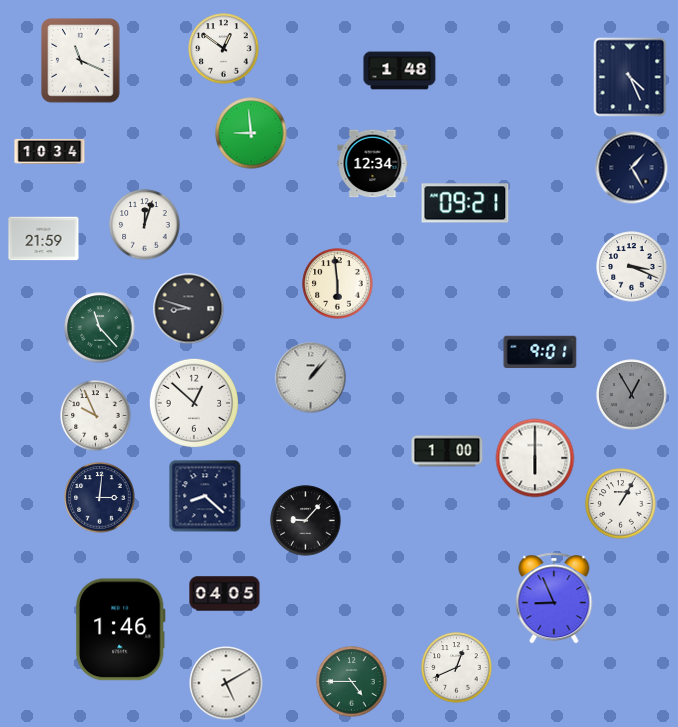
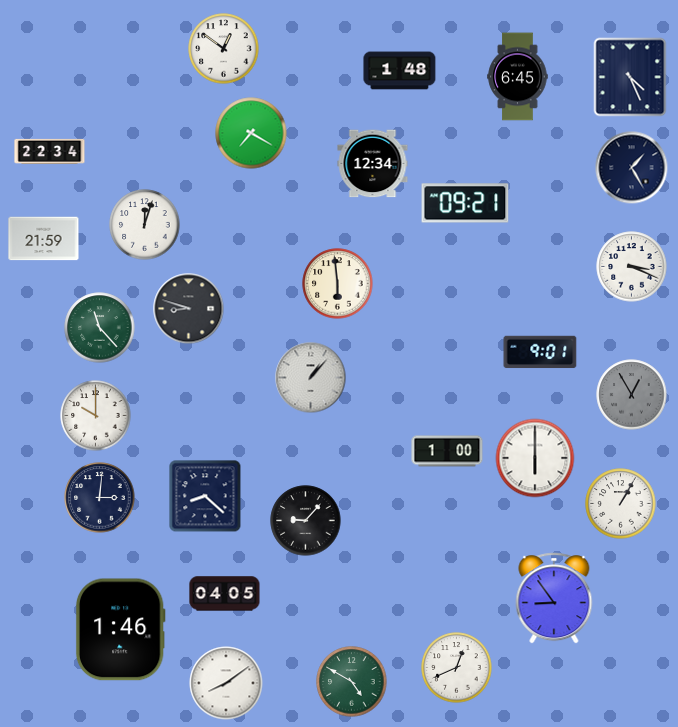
clock at (81, 61): 11:19 -> none
clock at (518, 77): none -> 6:45
clock at (251, 133): 8:59 -> 7:20
clock at (50, 151): 10:34 -> 22:34
clock at (194, 403): 12:52 -> none
clock at (96, 416): 9:56 -> 10:00
clock at (554, 598): 8:56 -> 8:54
clock at (352, 682): 4:45 -> 4:50
clock at (226, 683): 5:10 -> 8:09
